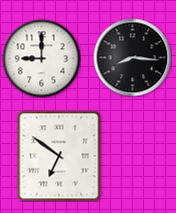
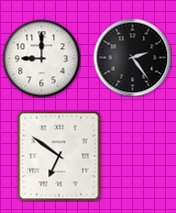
clock at (132, 57): 8:16 -> 2:24
